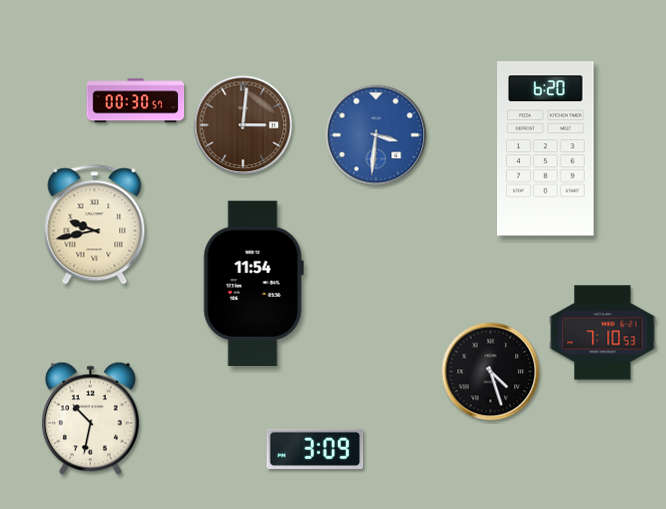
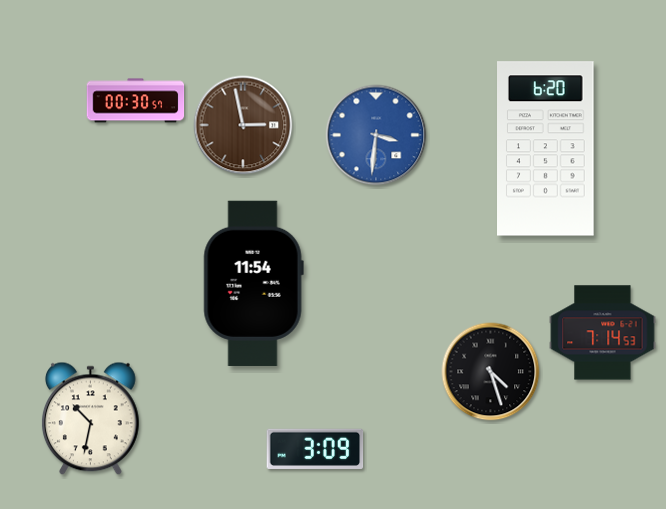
clock at (243, 125): 3:01 -> 2:58
clock at (95, 225): 9:43 -> none
clock at (603, 333): 7:10 -> 7:14
